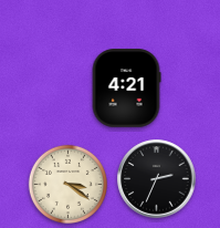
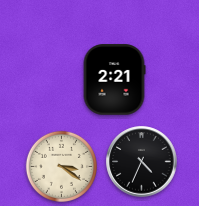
clock at (126, 89): 4:21 -> 2:21
clock at (157, 179): 2:34 -> 4:34
